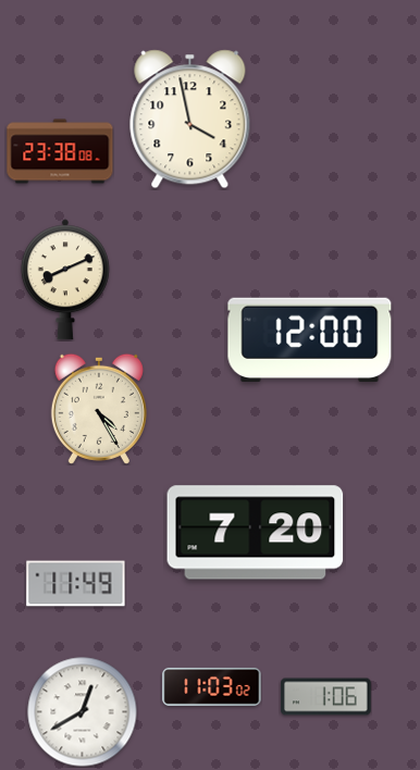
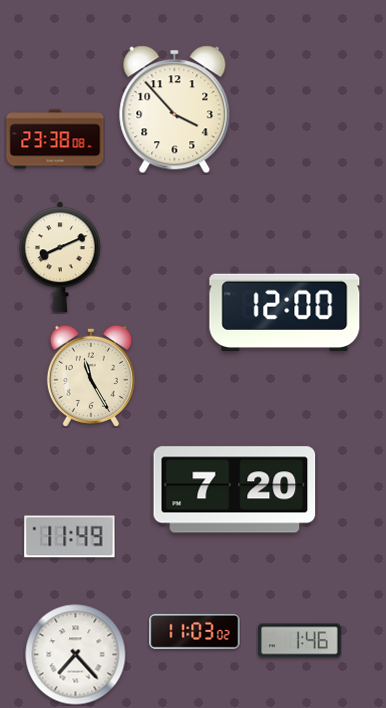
clock at (190, 120): 3:58 -> 3:53
clock at (99, 409): 4:25 -> 11:25
clock at (326, 697): 1:06 -> 1:46
clock at (83, 712): 12:40 -> 7:23
